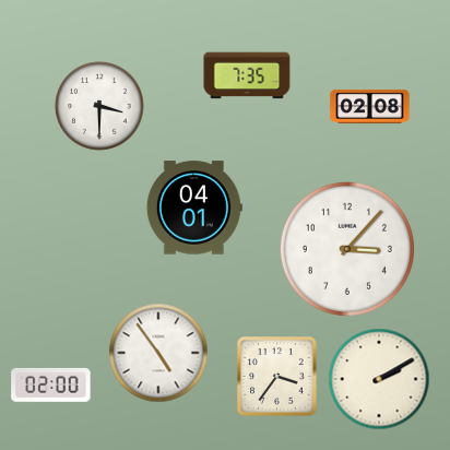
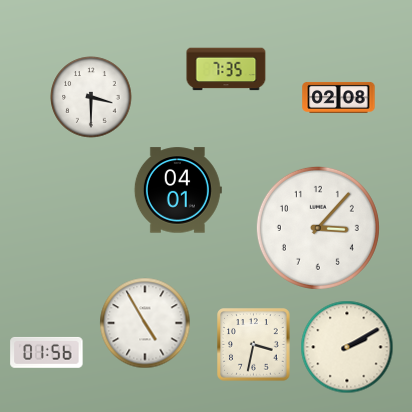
clock at (158, 353): 4:54 -> 4:55
clock at (277, 377): 3:36 -> 3:32
clock at (51, 384): 02:00 -> 01:56
